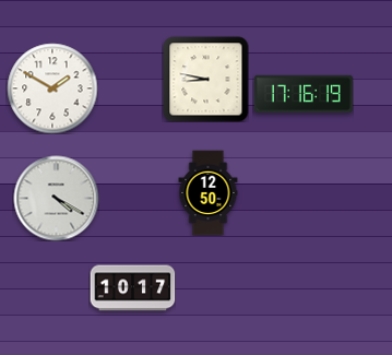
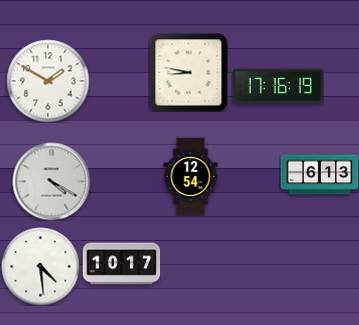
clock at (319, 175): none -> 6:13
clock at (209, 192): 12:50 -> 12:54
clock at (40, 266): none -> 4:29
